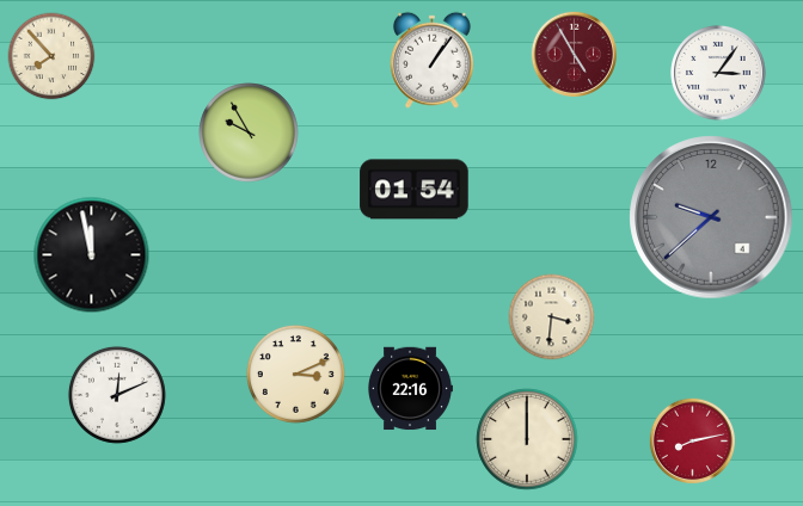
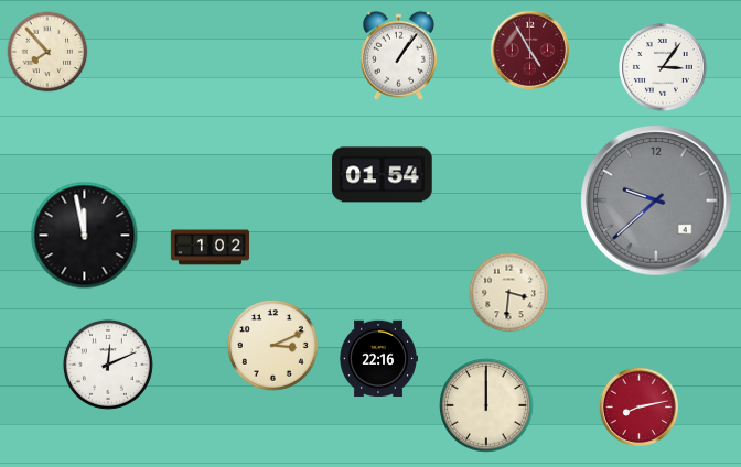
clock at (250, 134): 9:55 -> none
clock at (210, 248): none -> 1:02
